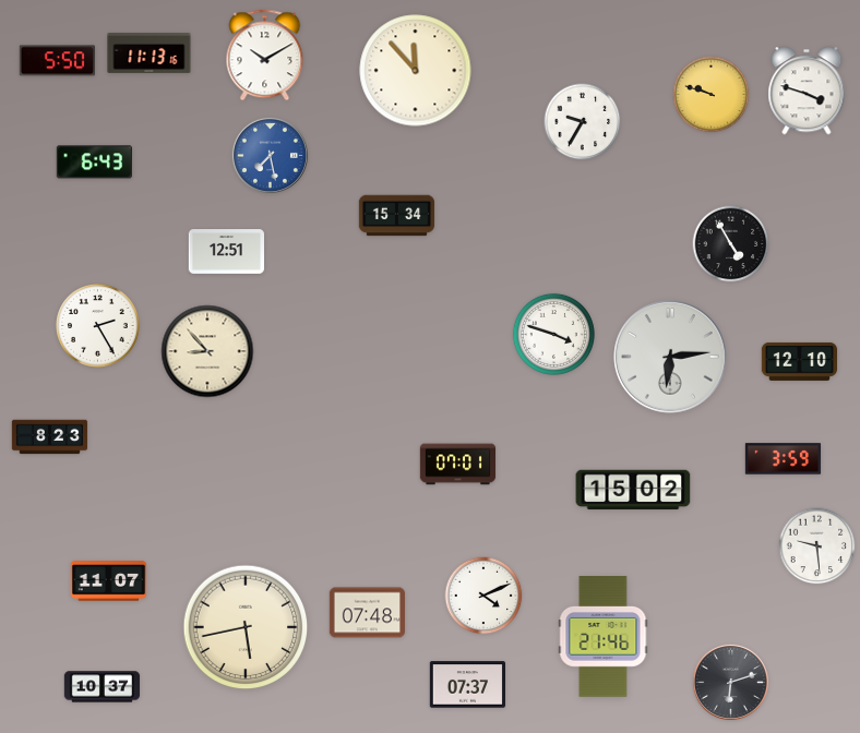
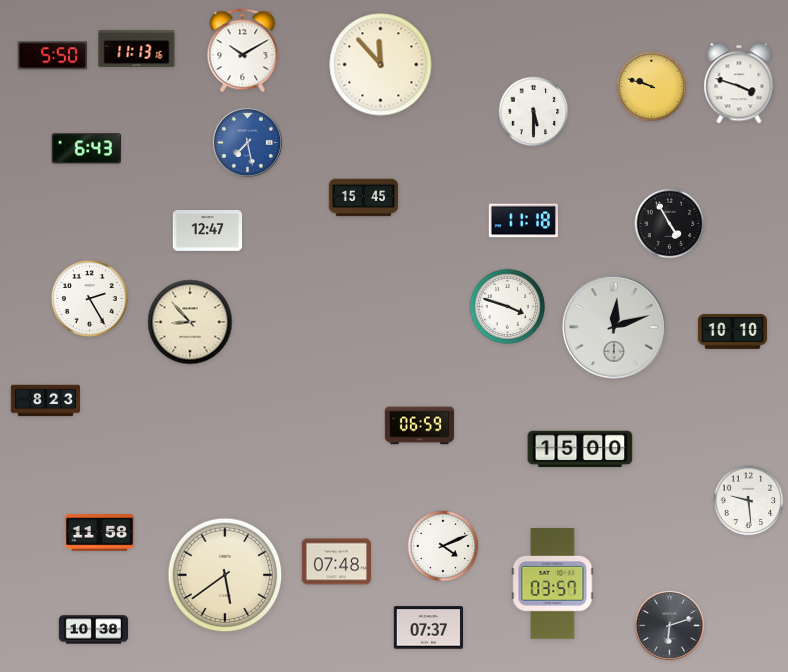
clock at (583, 122): 9:35 -> 5:30
clock at (397, 216): 15:34 -> 15:45
clock at (523, 221): none -> 11:18
clock at (227, 252): 12:51 -> 12:47
clock at (670, 357): 6:14 -> 12:12
clock at (800, 361): 12:10 -> 10:10
clock at (784, 459): 3:59 -> none
clock at (458, 465): 07:01 -> 06:59
clock at (633, 490): 15:02 -> 15:00
clock at (108, 581): 11:07 -> 11:58
clock at (246, 627): 5:43 -> 5:39
clock at (604, 637): 21:46 -> 03:57
clock at (103, 687): 10:37 -> 10:38
